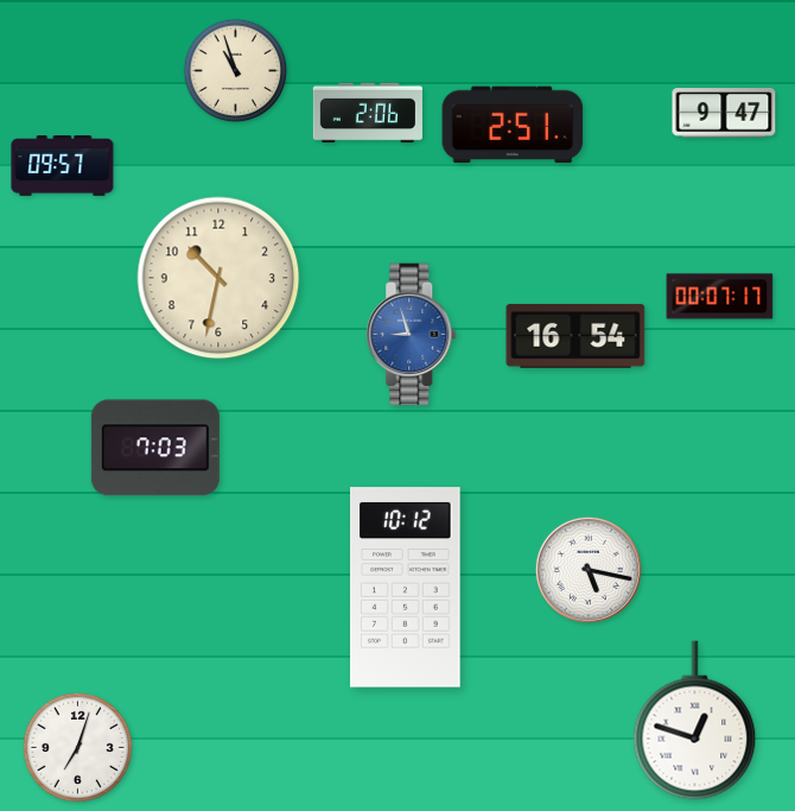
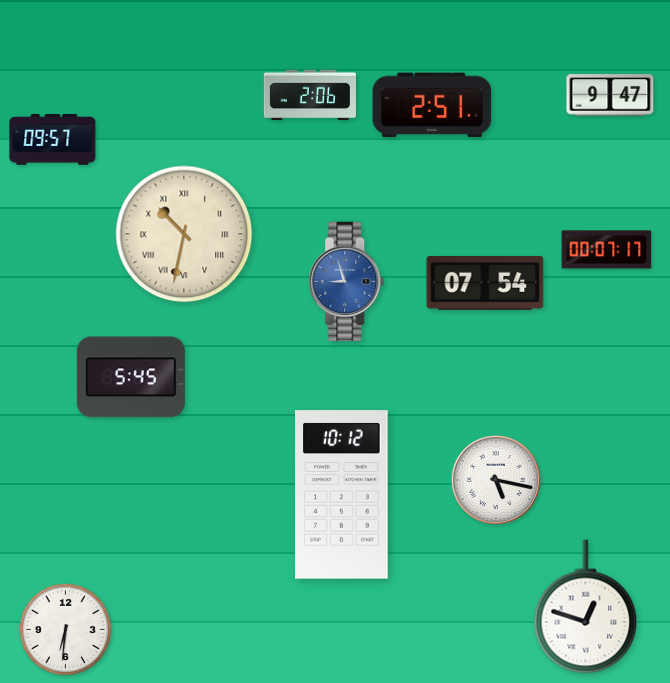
clock at (236, 71): 10:57 -> none
clock at (218, 278) numerals: Arabic -> Roman
clock at (575, 336): 16:54 -> 07:54
clock at (155, 448): 7:03 -> 5:45
clock at (77, 747): 7:03 -> 6:31
